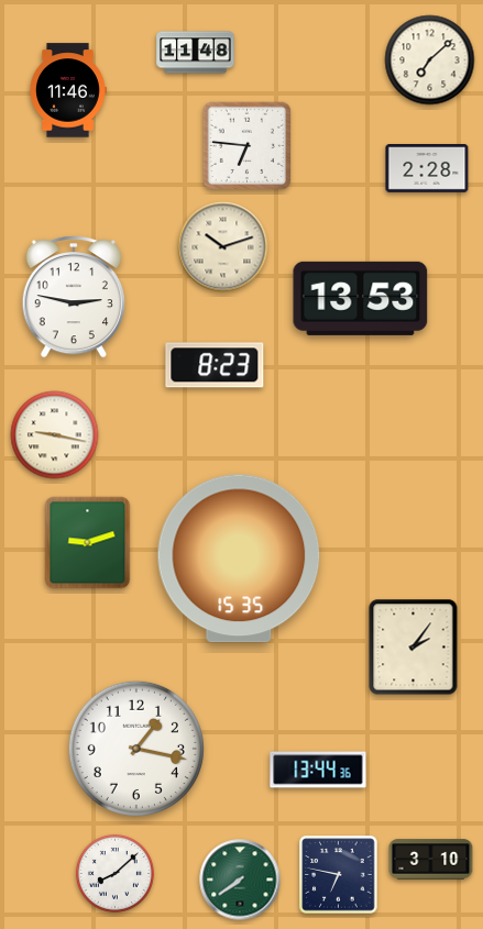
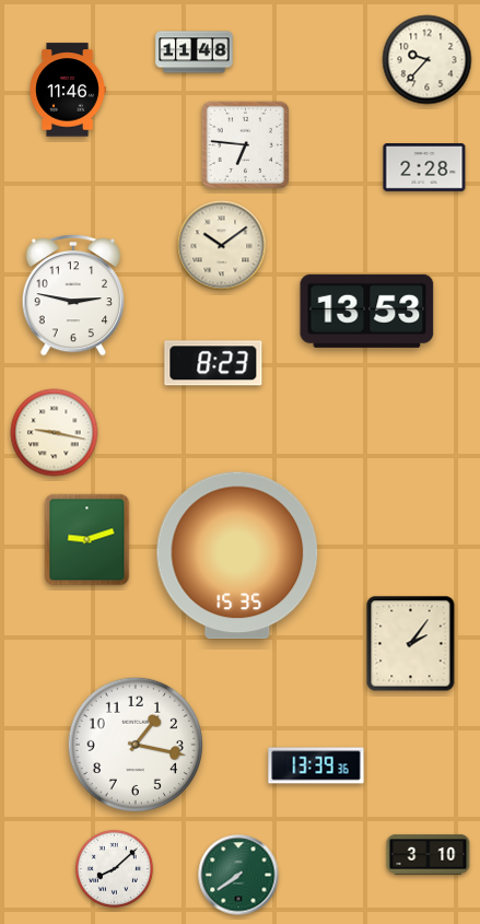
clock at (430, 60): 7:08 -> 9:37
clock at (223, 247): 10:12 -> 10:09
clock at (361, 298) position: (361, 298) -> (367, 311)
clock at (318, 770): 13:44 -> 13:39
clock at (339, 875): 6:47 -> none
